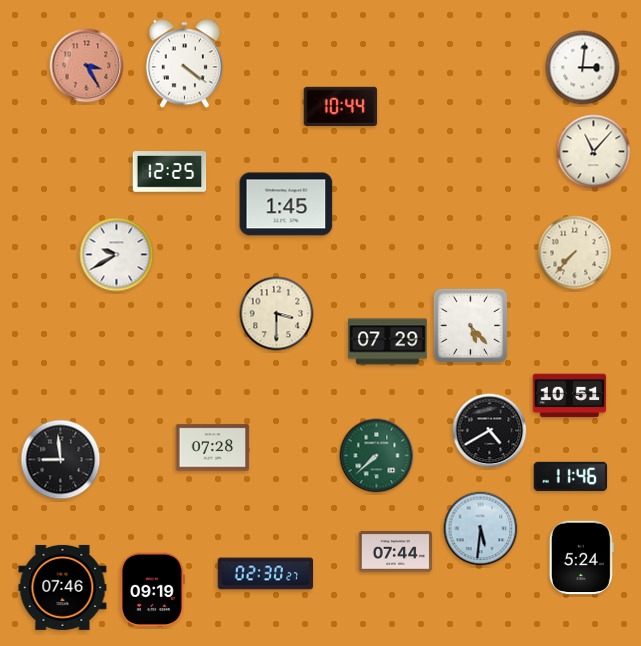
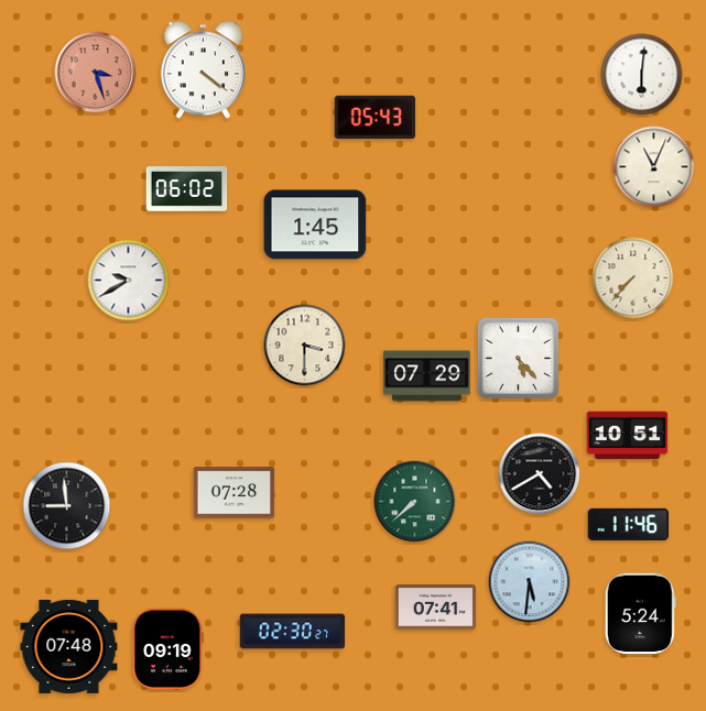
clock at (87, 66): 3:25 -> 3:27
clock at (583, 68): 3:01 -> 6:01
clock at (341, 106): 10:44 -> 05:43
clock at (594, 152): 11:07 -> 11:04
clock at (170, 172): 12:25 -> 06:02
clock at (396, 551): 07:44 -> 07:41
clock at (63, 587): 07:46 -> 07:48
